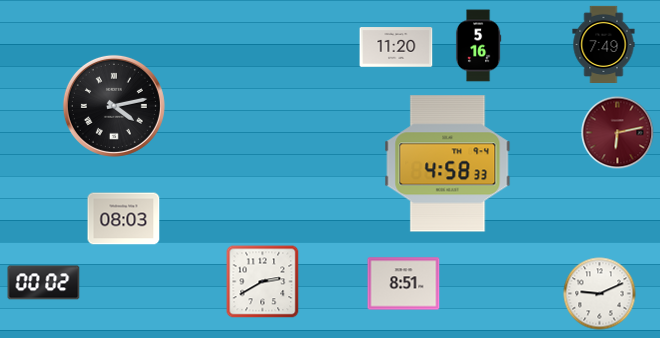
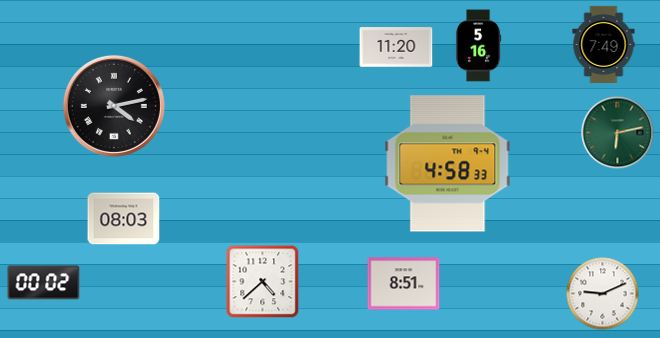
clock at (618, 133) dial: burgundy -> green
clock at (263, 282): 2:40 -> 4:38
clock at (600, 294) position: (600, 294) -> (603, 294)
